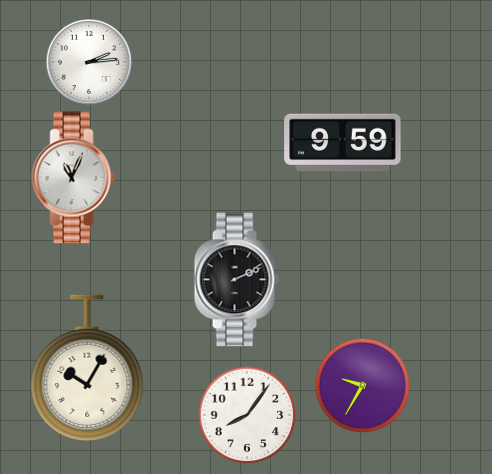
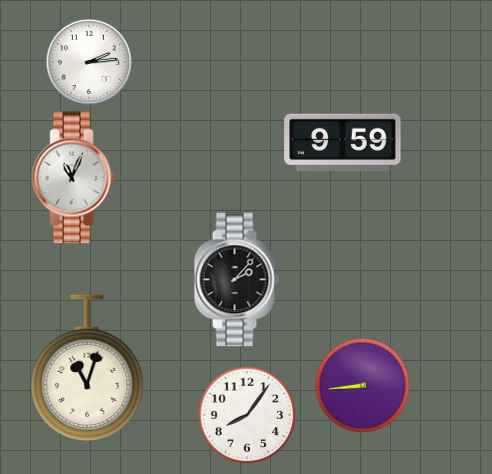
clock at (236, 280): 2:11 -> 2:07
clock at (87, 368): 10:05 -> 11:03
clock at (362, 385): 9:35 -> 8:44
